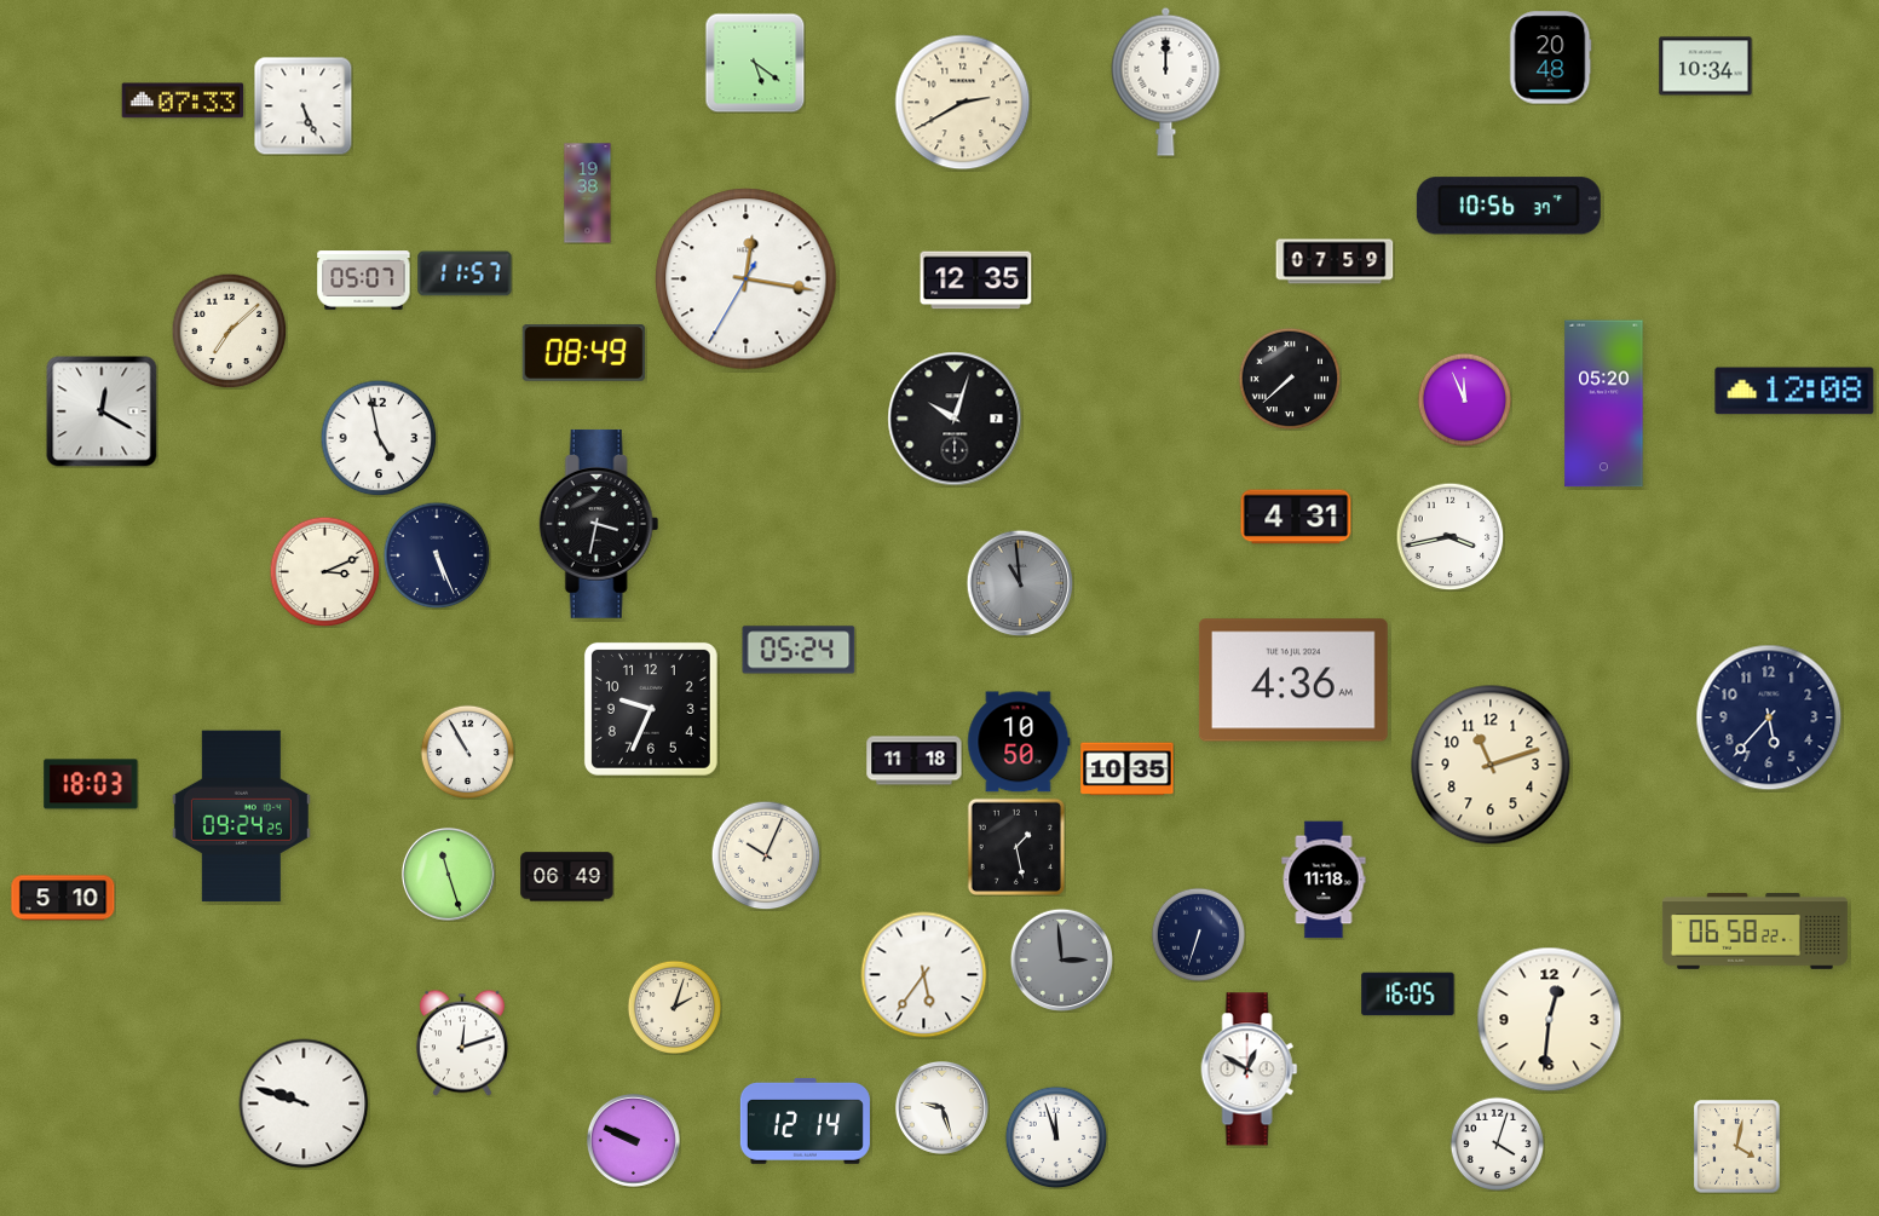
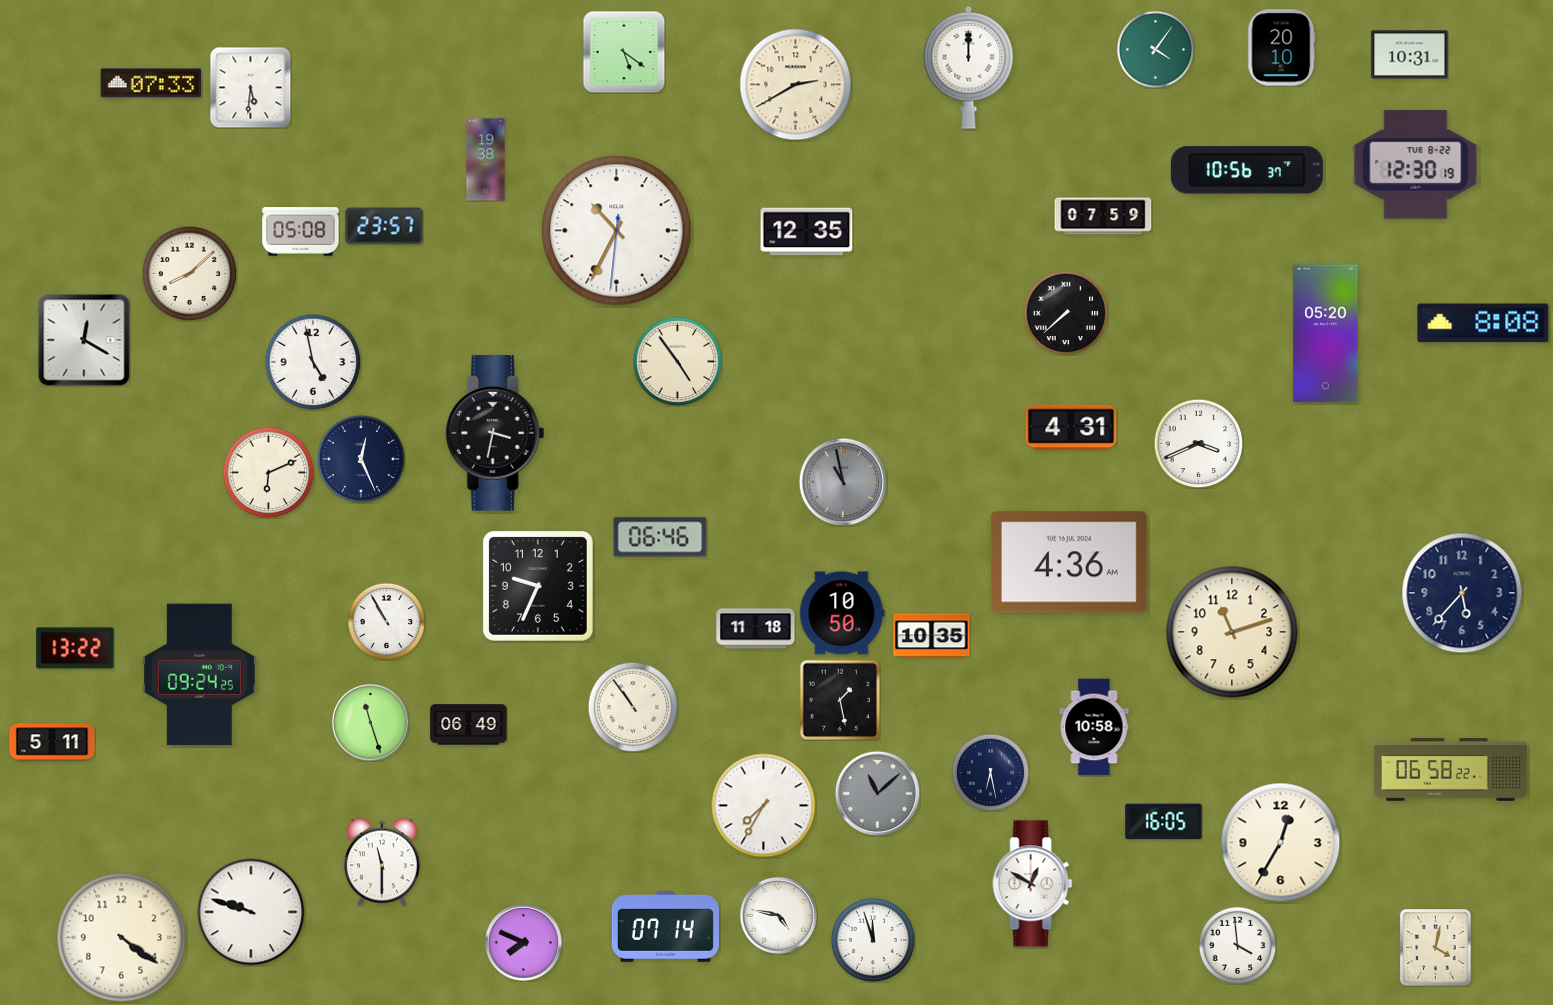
clock at (1551, 58): 20:48 -> 20:10
clock at (1155, 49): none -> 4:06
clock at (1706, 67): 10:34 -> 10:31
clock at (1166, 81) position: (1166, 81) -> (969, 67)
clock at (302, 105): 5:26 -> 5:31
clock at (1416, 165): none -> 12:30
clock at (465, 273): 11:57 -> 23:57
clock at (747, 279): 12:16 -> 10:34
clock at (364, 281): 05:07 -> 05:08
clock at (229, 330): 7:08 -> 8:08
clock at (584, 353): 08:49 -> none
clock at (1794, 391): 12:08 -> 8:08
clock at (1464, 399): 11:56 -> none
clock at (955, 419): 10:03 -> none
clock at (677, 361): none -> 4:54
clock at (1449, 536): 3:43 -> 3:41
clock at (437, 555): 5:26 -> 12:26
clock at (324, 571): 3:11 -> 6:11
clock at (1020, 583): 10:59 -> 10:58
clock at (799, 650): 05:24 -> 06:46
clock at (91, 784): 18:03 -> 13:22
clock at (766, 855): 10:04 -> 10:54
clock at (1324, 880): 11:18 -> 10:58
clock at (63, 898): 5:10 -> 5:11
clock at (1198, 934): 6:33 -> 6:28
clock at (1061, 959): 2:59 -> 11:08
clock at (924, 975): 5:36 -> 7:35
clock at (674, 1007): 2:03 -> none
clock at (1550, 1020): 12:31 -> 12:35
clock at (462, 1043): 12:12 -> 11:30
clock at (941, 1107): 9:27 -> 4:47
clock at (805, 1120): 12:14 -> 07:14
clock at (122, 938): none -> 4:21
clock at (633, 1140): 9:49 -> 7:49
clock at (1497, 1143): 4:03 -> 3:59
